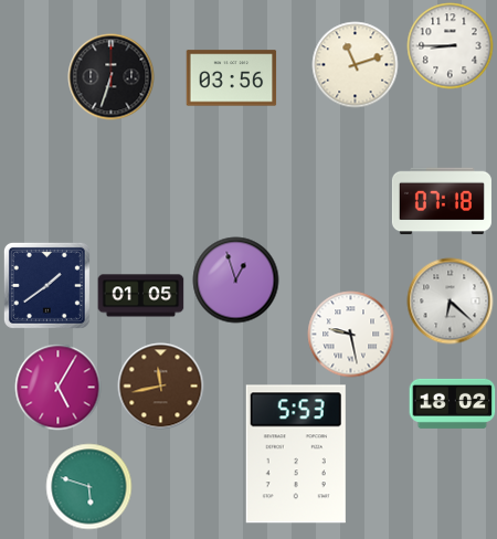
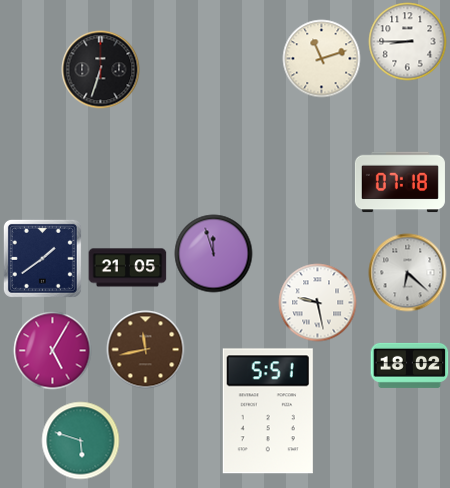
clock at (231, 78): 03:56 -> none
clock at (235, 279): 12:57 -> 11:57
clock at (140, 296): 01:05 -> 21:05
clock at (296, 454): 5:53 -> 5:51
